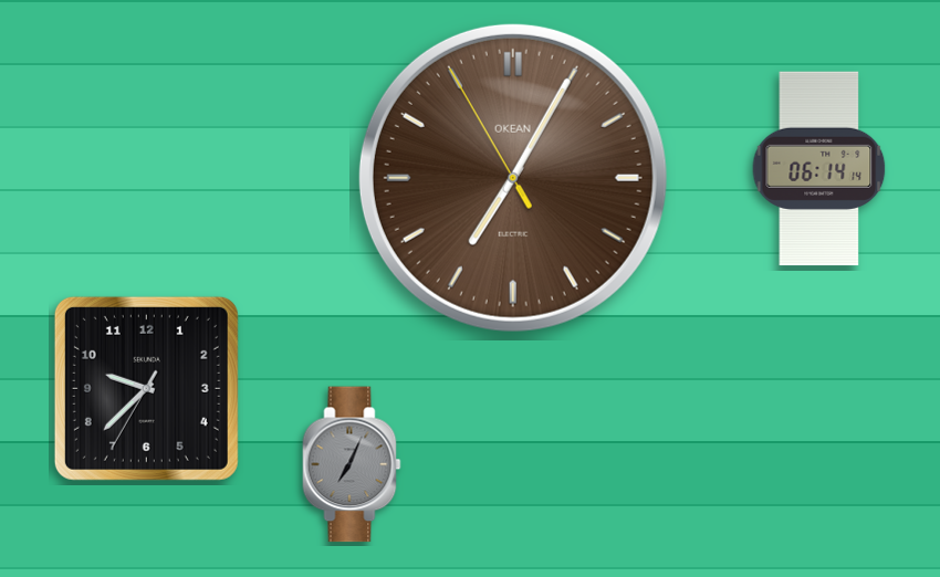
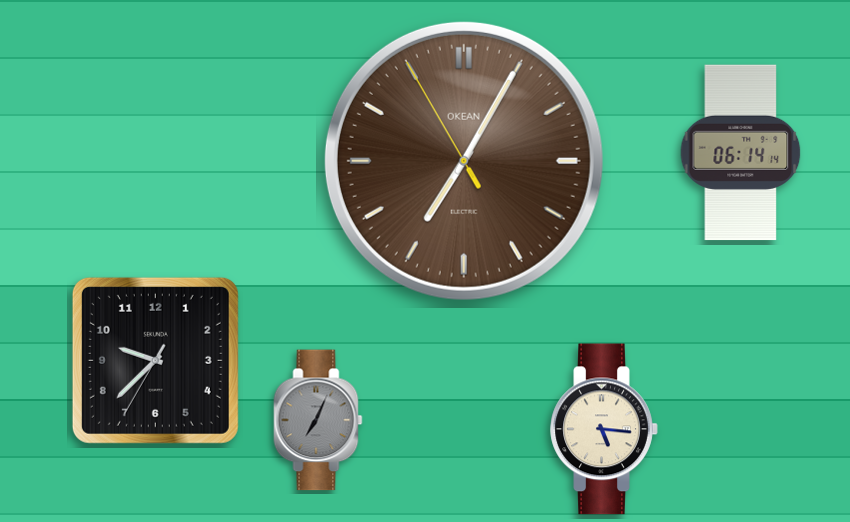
clock at (146, 388) position: (146, 388) -> (155, 360)
clock at (604, 429): none -> 5:16
